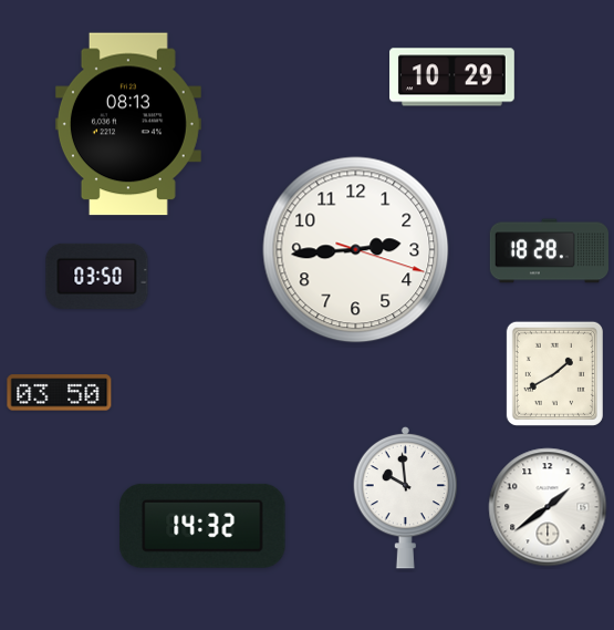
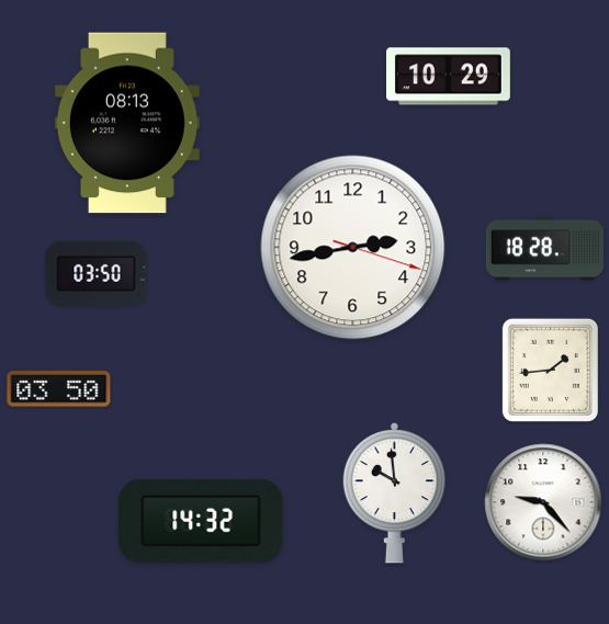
clock at (356, 250): 2:44 -> 2:43
clock at (554, 373): 1:40 -> 1:44
clock at (406, 497) position: (406, 497) -> (395, 492)
clock at (548, 507): 1:39 -> 9:23
